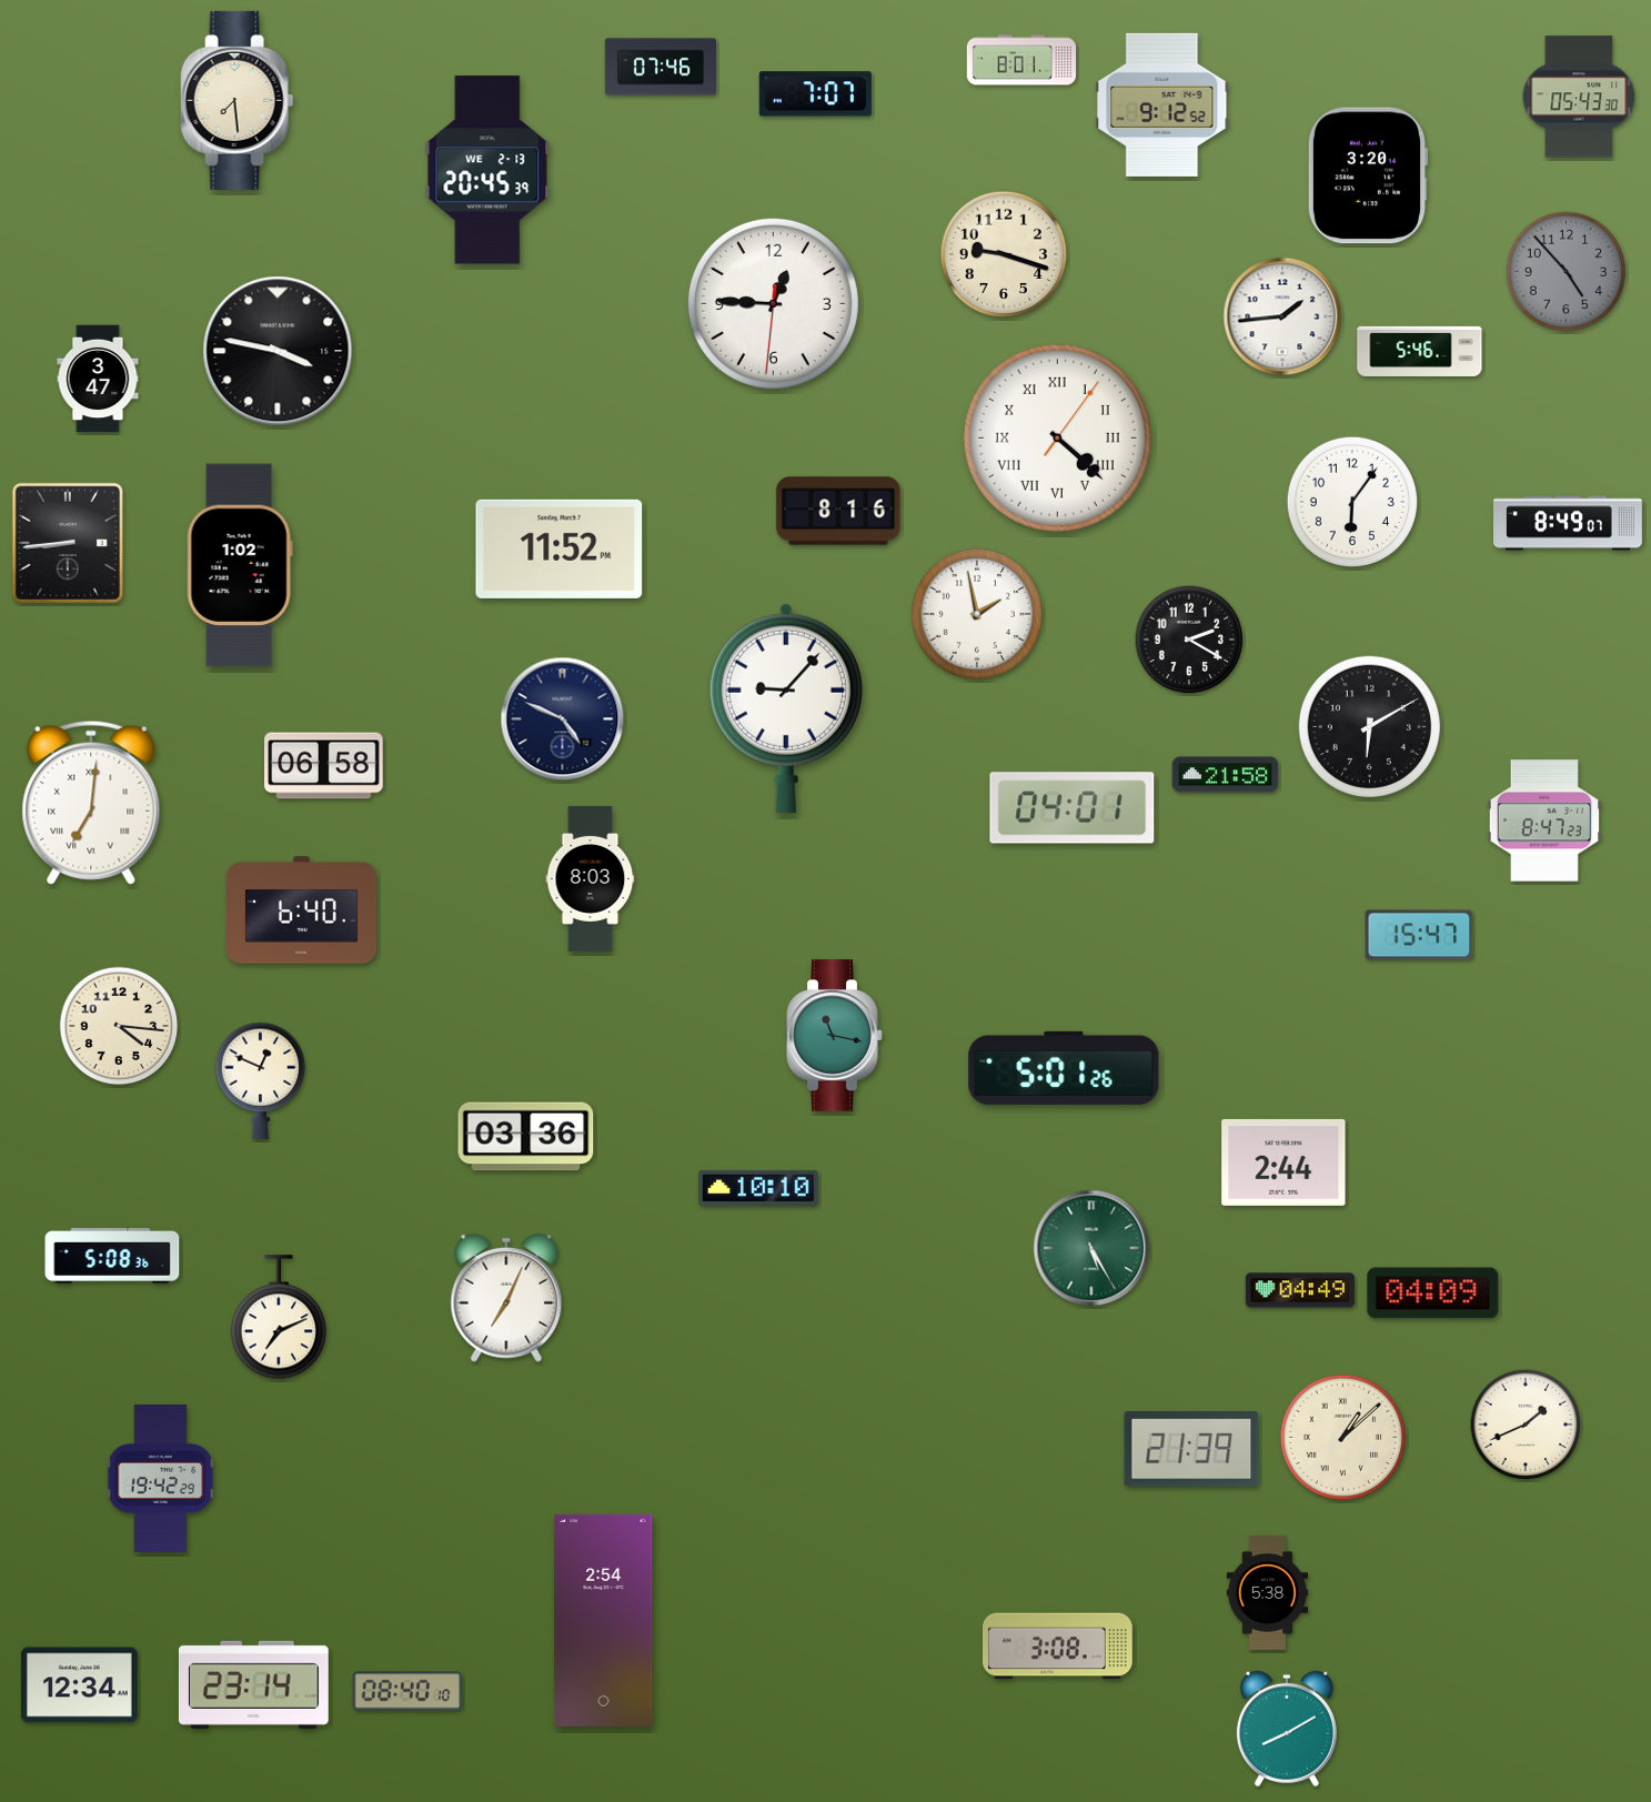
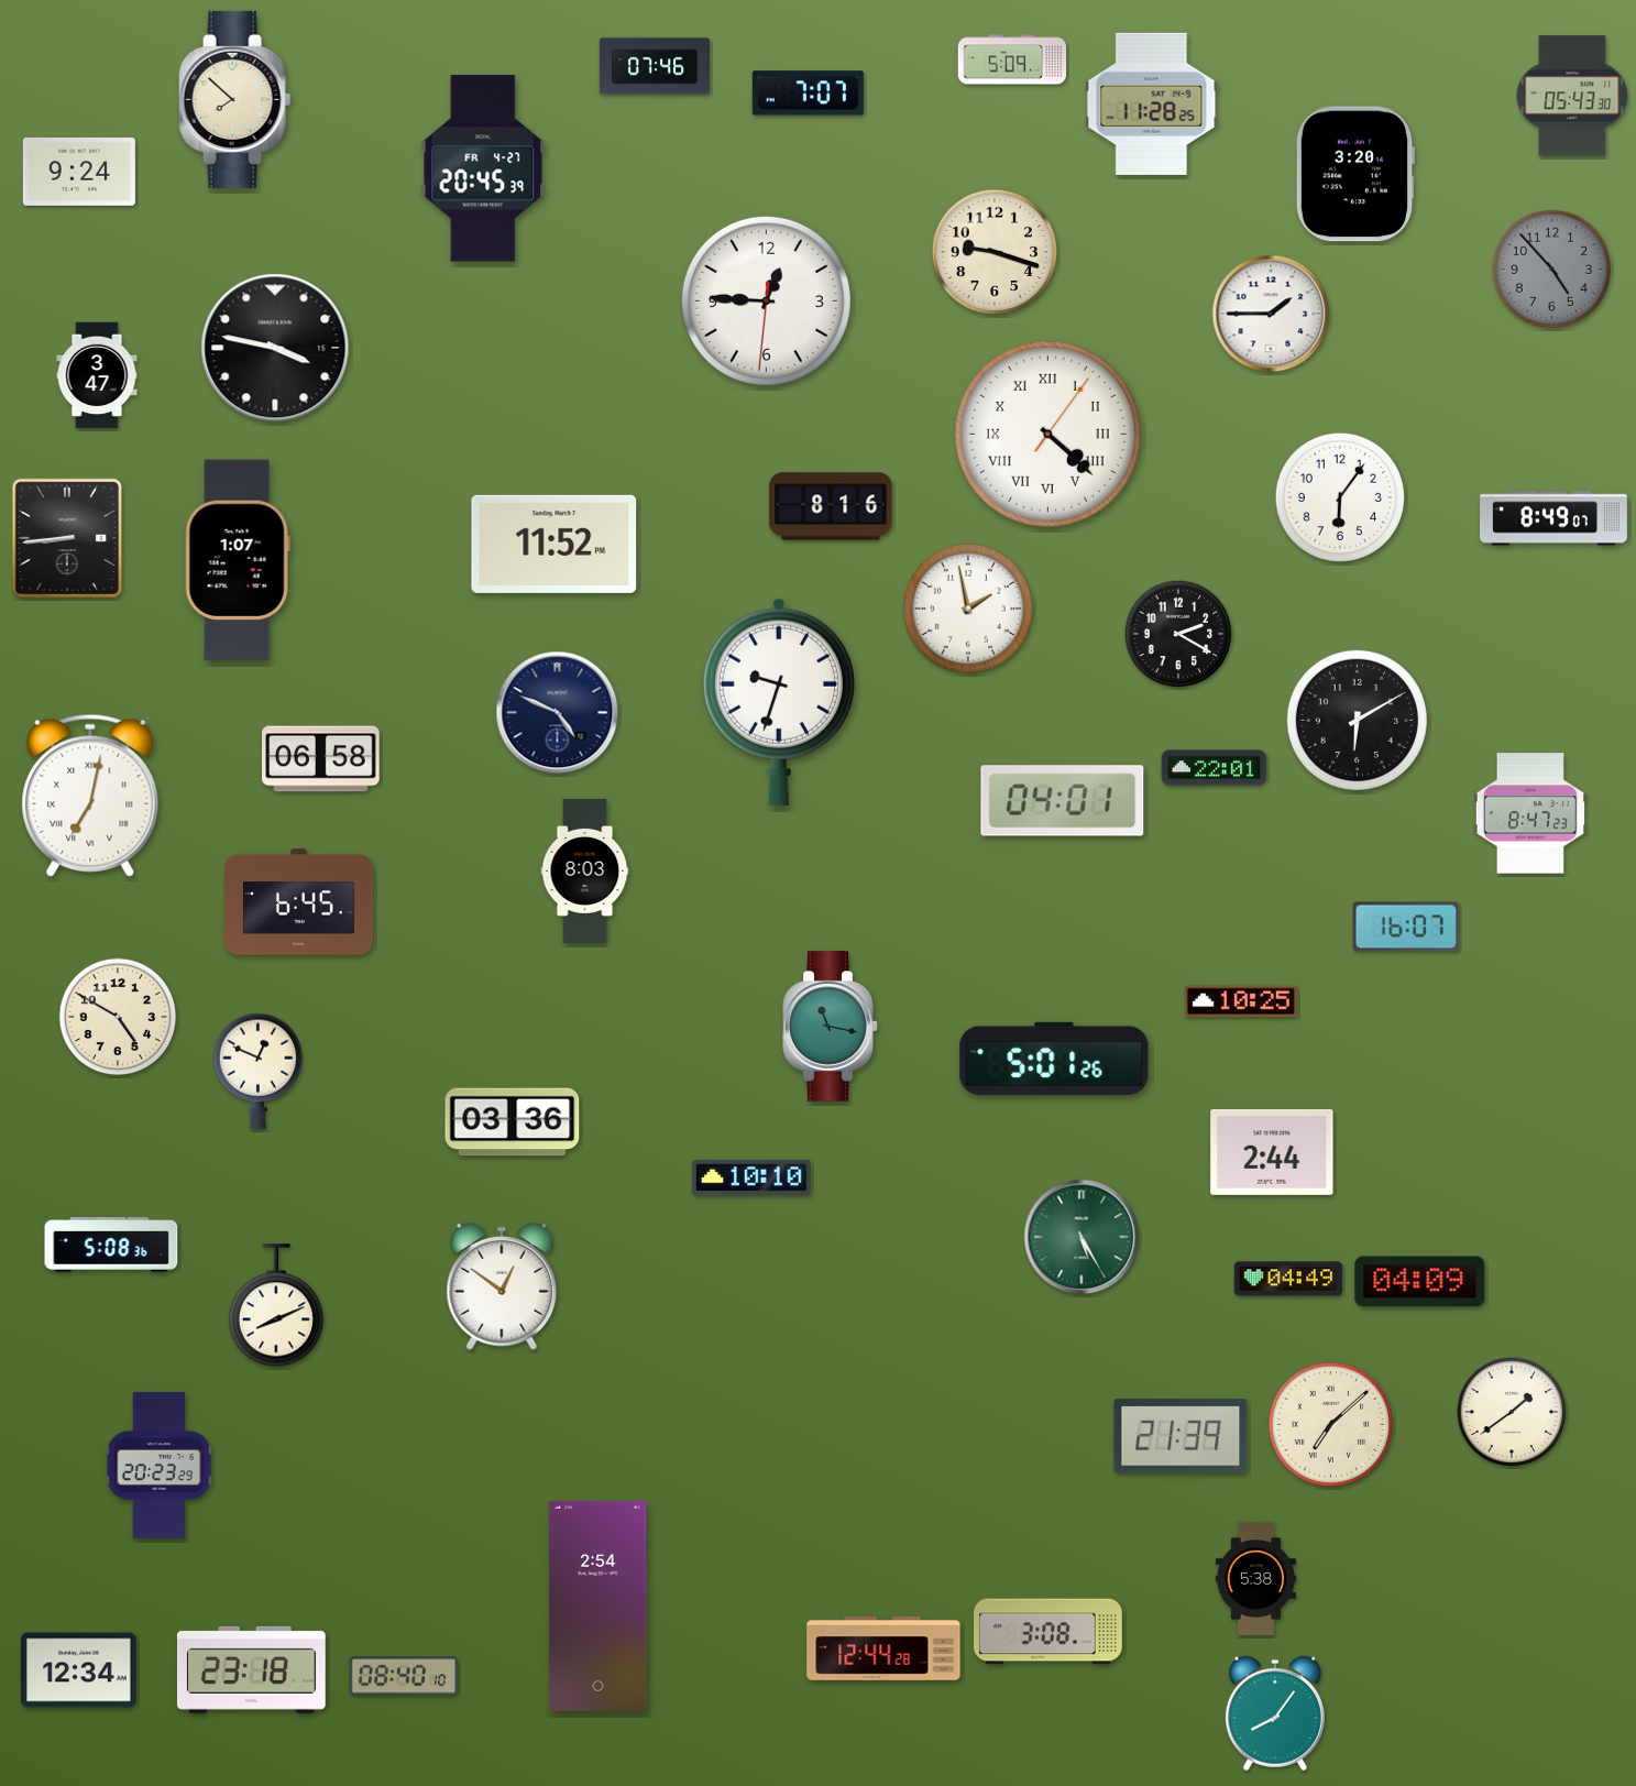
clock at (1021, 60): 8:01 -> 5:09
clock at (1579, 97) position: (1579, 97) -> (1572, 96)
clock at (238, 100): 7:29 -> 7:52
clock at (1162, 104): 9:12 -> 11:28
clock at (487, 170) date: WE 2-13 -> FR 4-27
clock at (79, 172): none -> 9:24
clock at (1282, 316): 1:44 -> 1:45
clock at (1420, 351): 5:46 -> none
clock at (240, 565): 1:02 -> 1:07
clock at (786, 708): 9:07 -> 9:33
clock at (1226, 775): 21:58 -> 22:01
clock at (91, 803): 7:01 -> 7:02
clock at (302, 910): 6:40 -> 6:45
clock at (1419, 935): 15:47 -> 16:07
clock at (1241, 1001): none -> 10:25
clock at (119, 1026): 4:16 -> 4:50
clock at (835, 1036) position: (835, 1036) -> (831, 1027)
clock at (526, 1137) position: (526, 1137) -> (513, 1122)
clock at (506, 1298): 7:04 -> 12:51
clock at (278, 1318): 7:11 -> 8:11
clock at (1526, 1425): 1:41 -> 1:39
clock at (1343, 1438): 1:08 -> 7:08
clock at (161, 1478): 19:42 -> 20:23
clock at (883, 1648): none -> 12:44
clock at (253, 1684): 23:14 -> 23:18
clock at (1287, 1729): 8:10 -> 8:06
